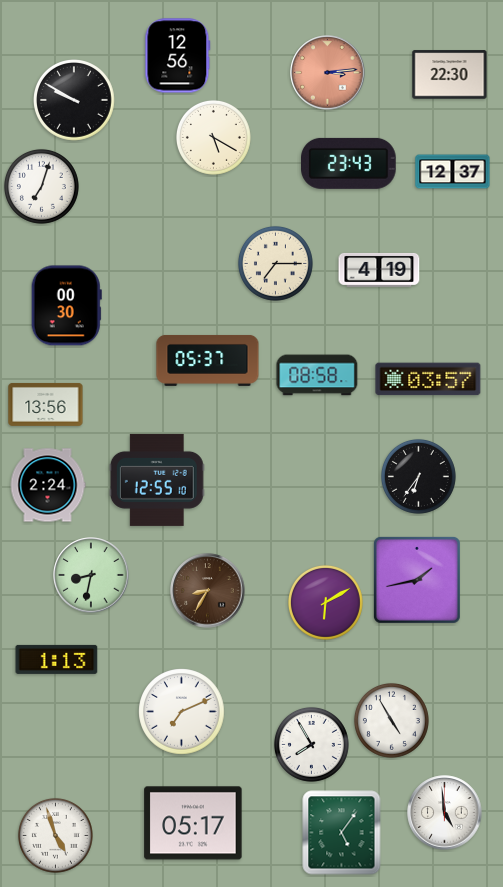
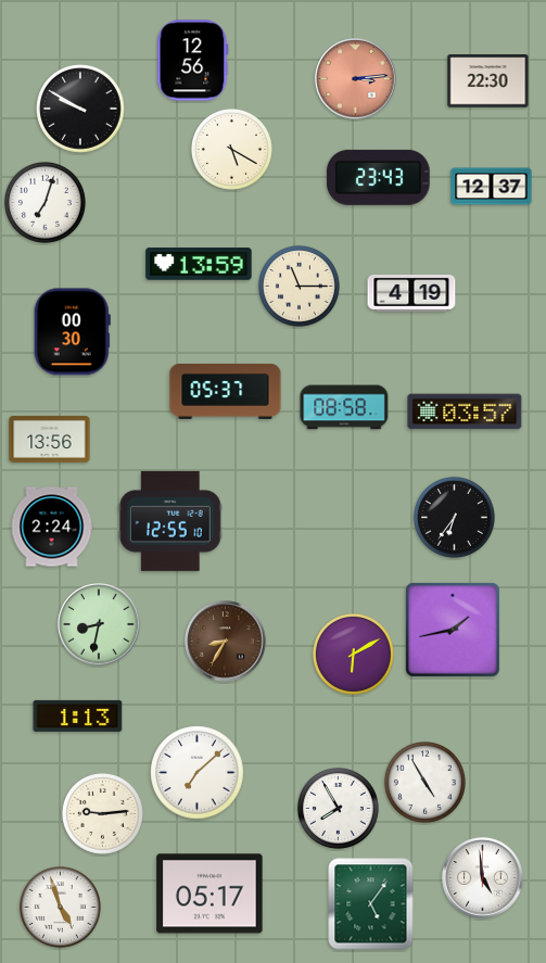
clock at (199, 264): none -> 13:59
clock at (275, 263): 7:15 -> 11:15
clock at (57, 659) position: (57, 659) -> (78, 715)
clock at (182, 712): 7:11 -> 7:08
clock at (102, 813): none -> 9:14
clock at (445, 813) position: (445, 813) -> (483, 878)
